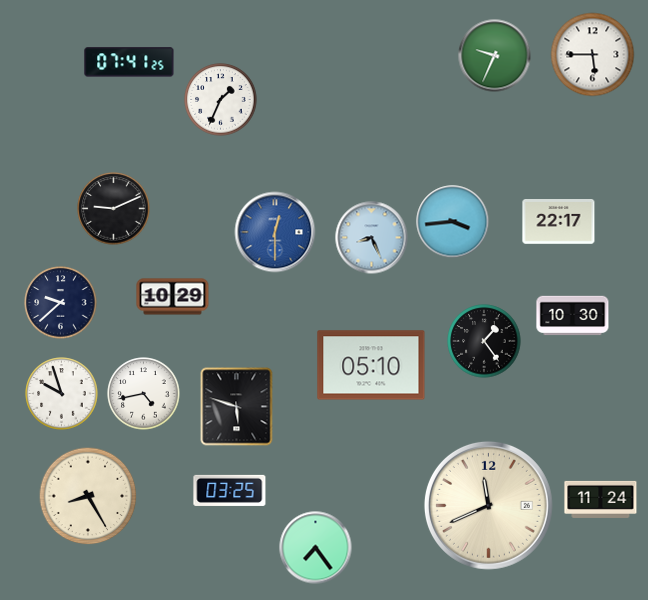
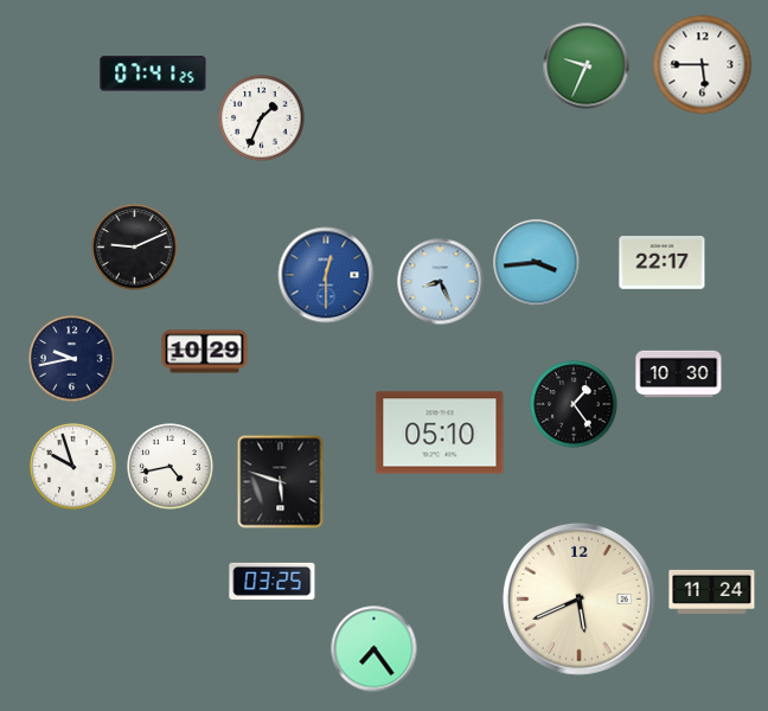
clock at (61, 303): 9:38 -> 9:43
clock at (88, 496): 8:25 -> none
clock at (488, 505): 11:41 -> 5:41
